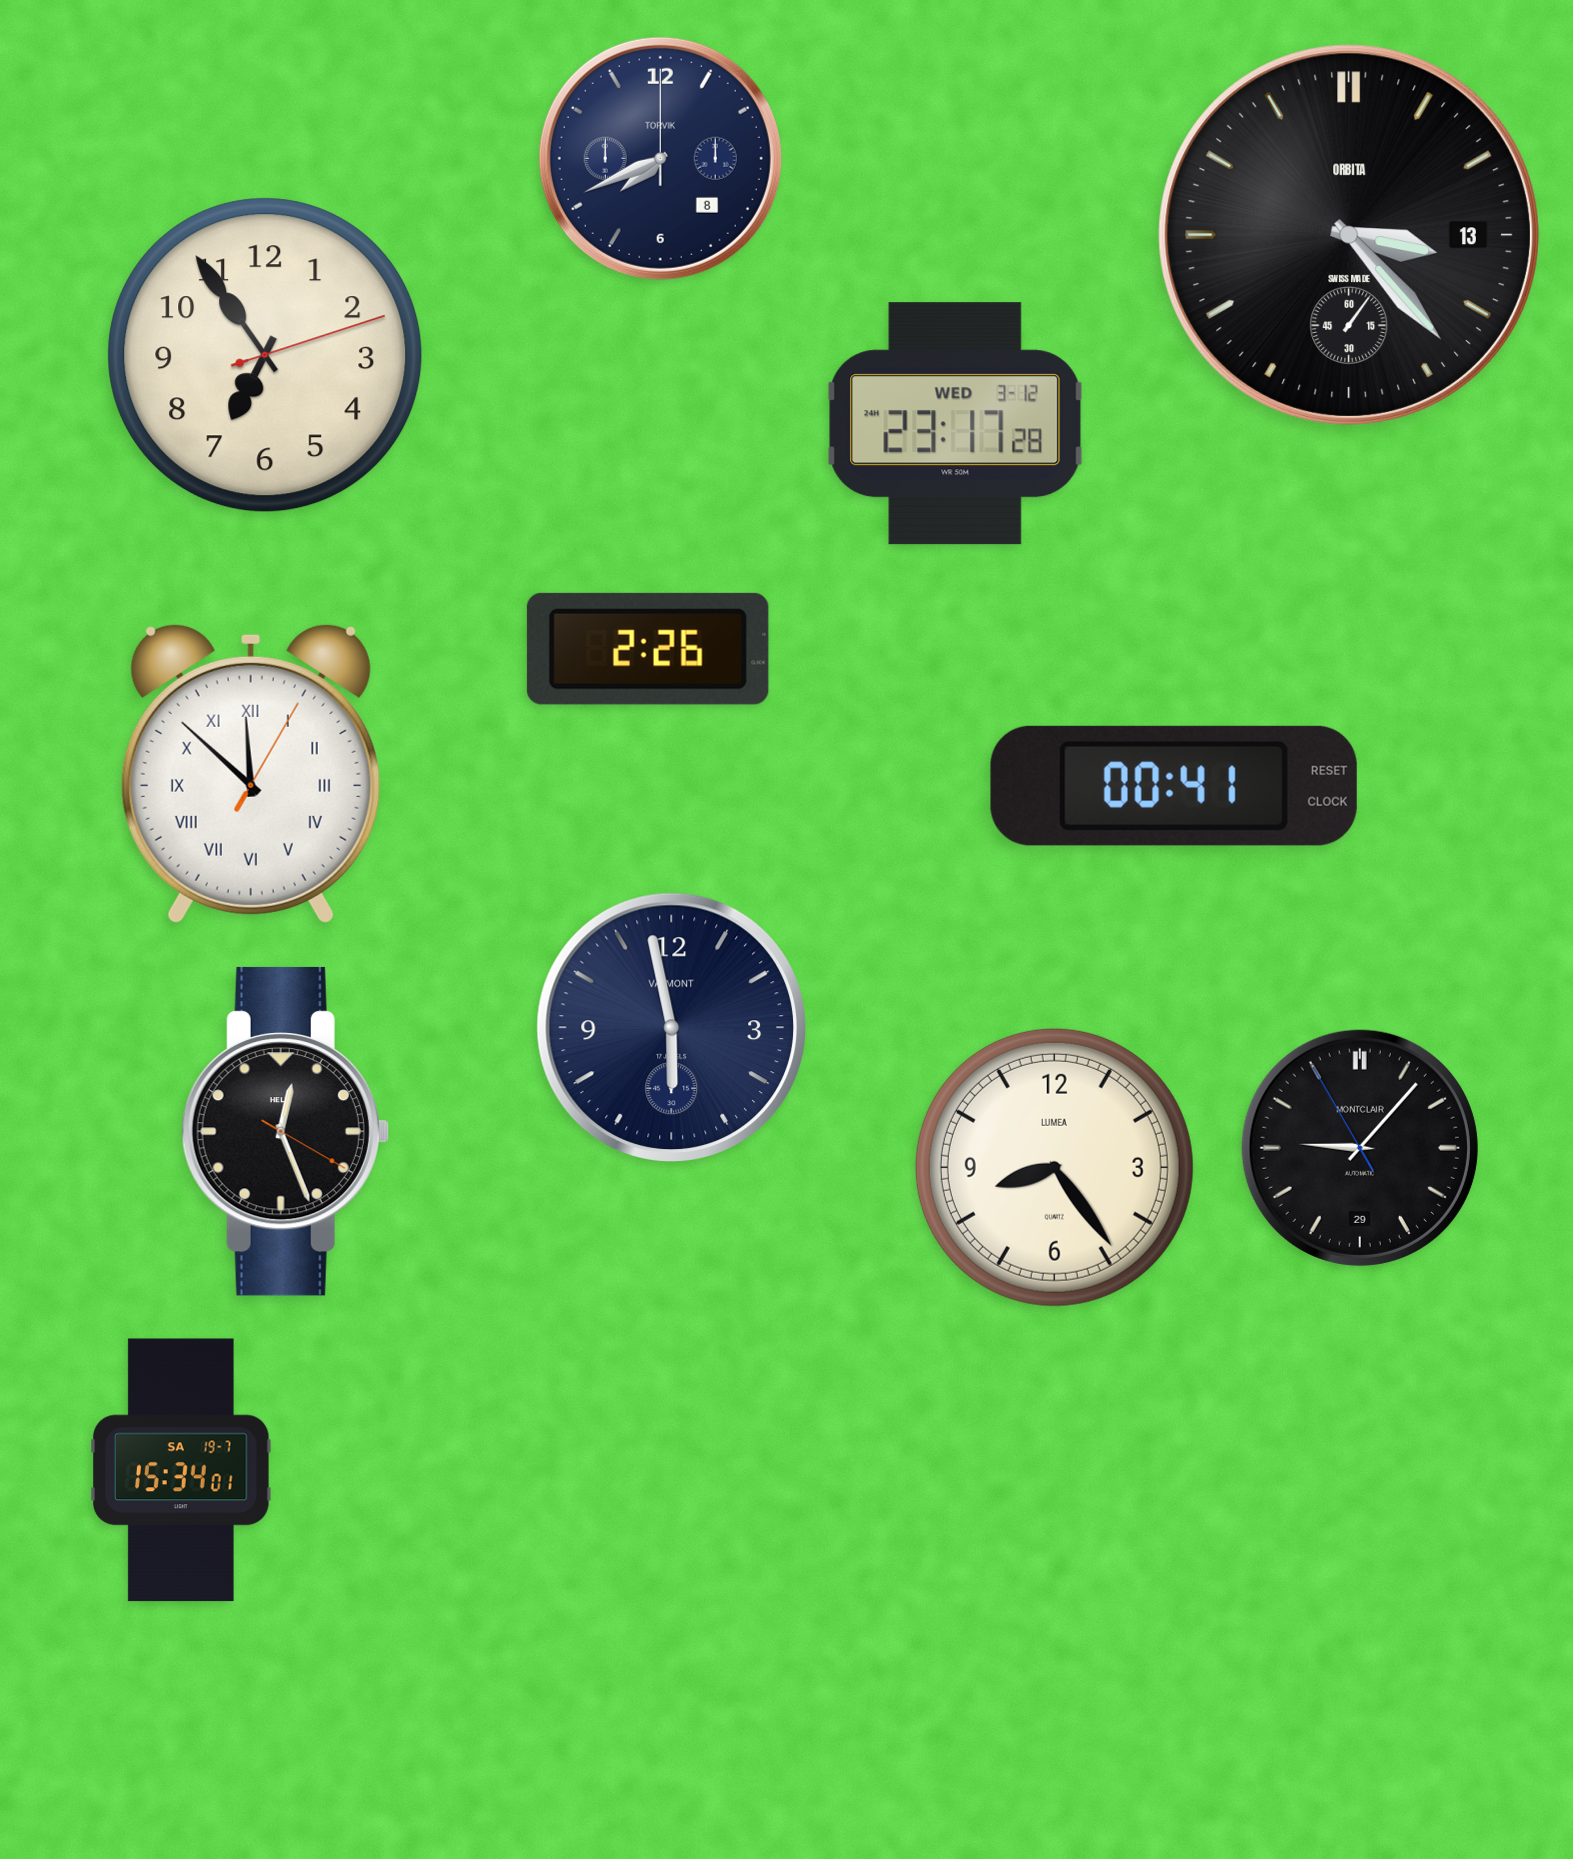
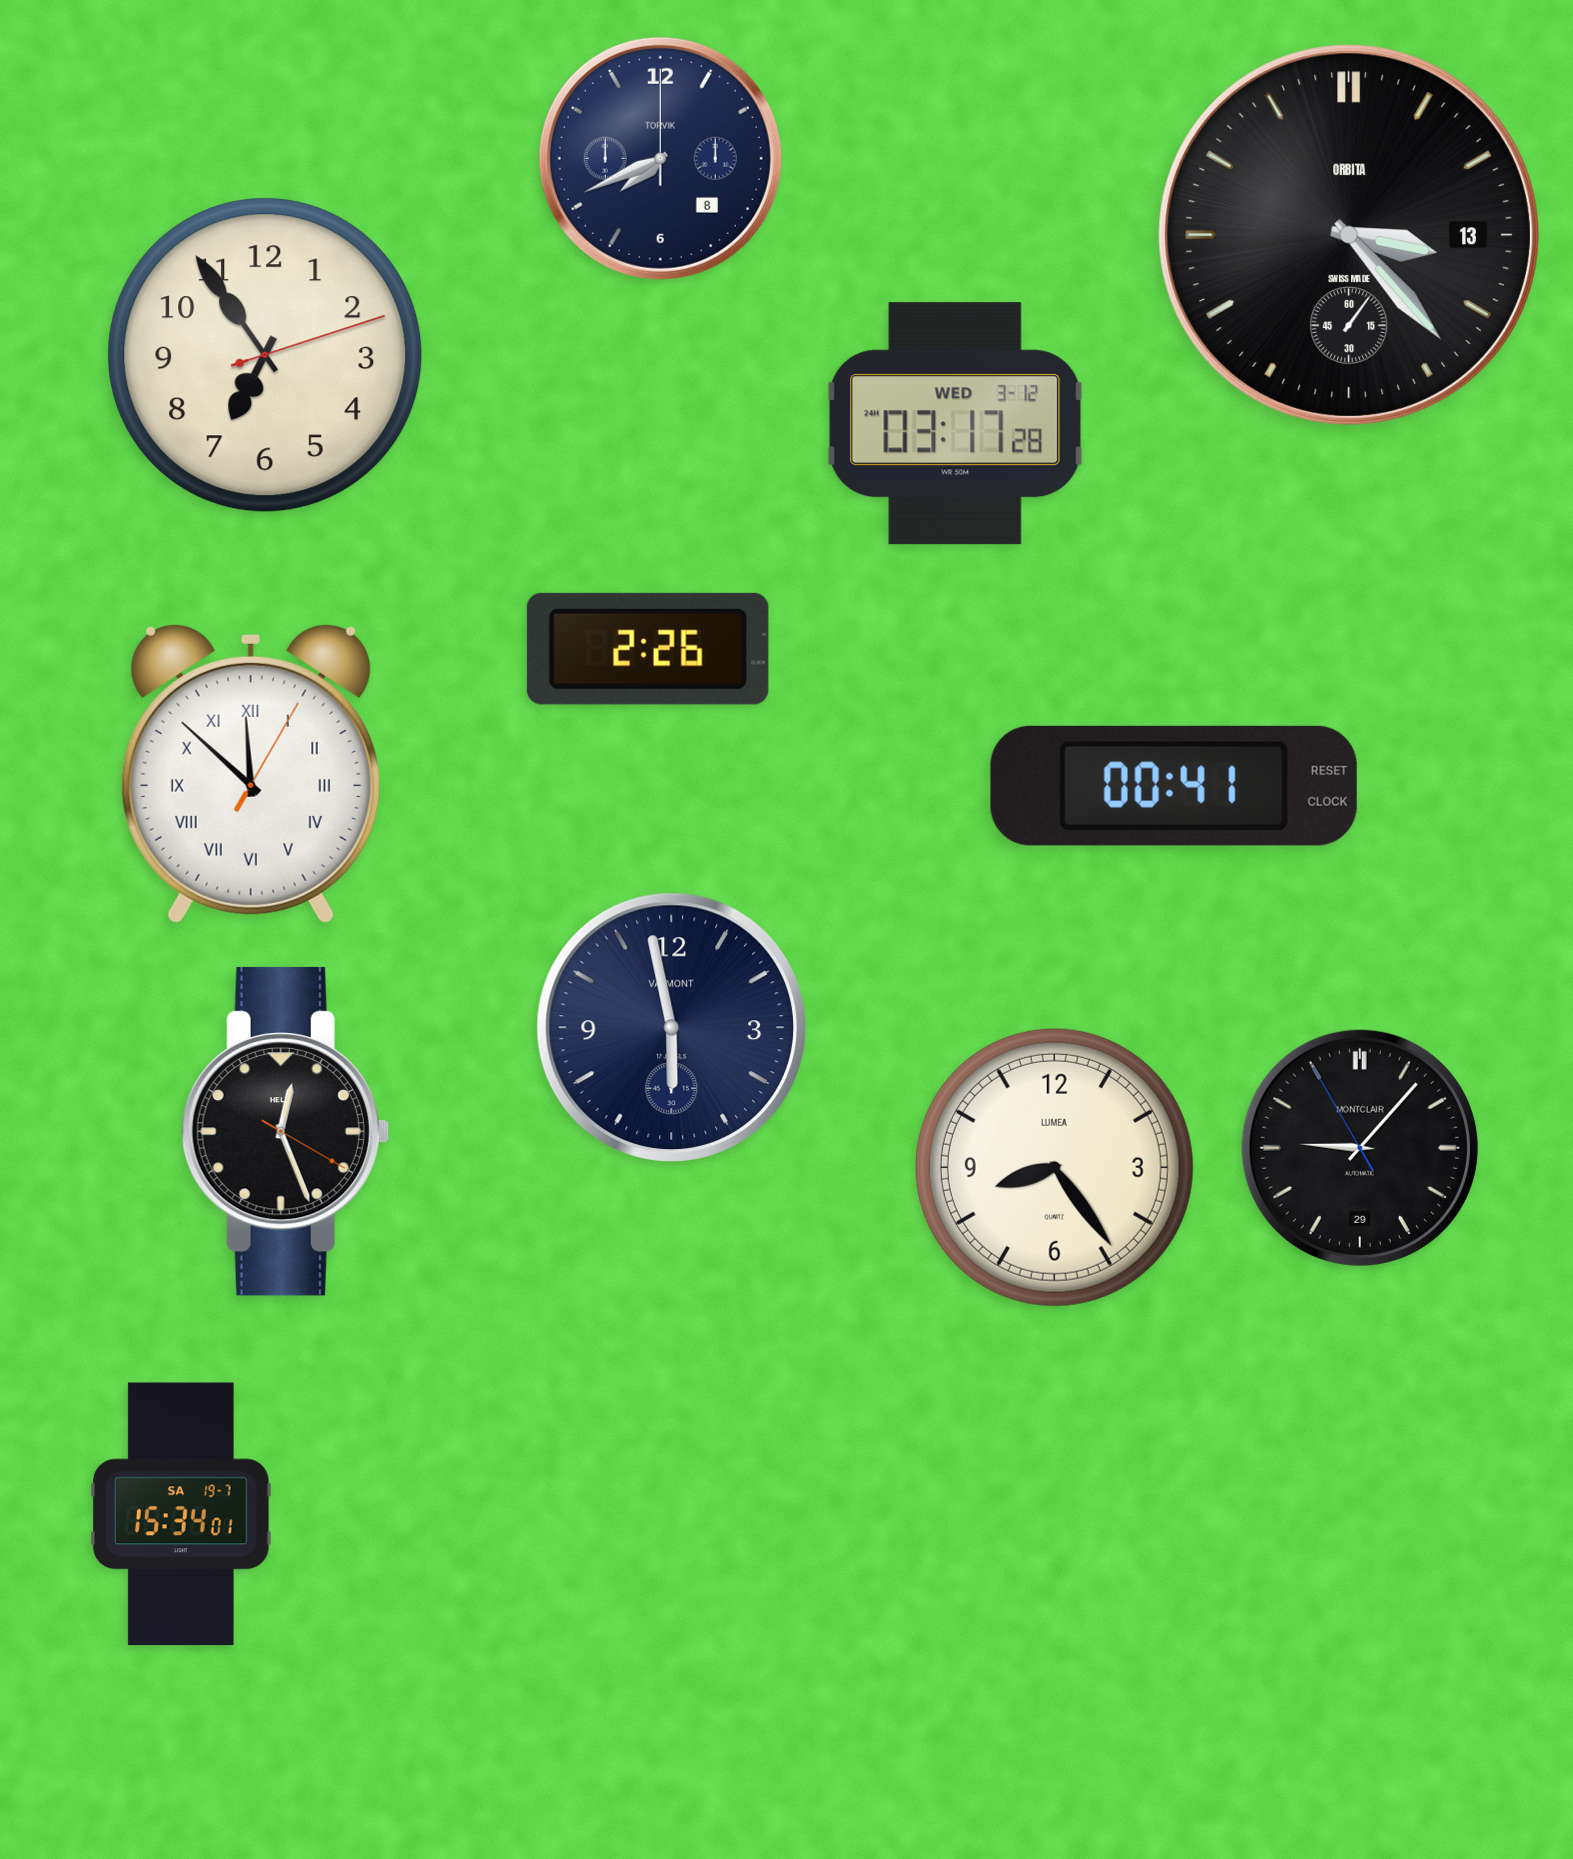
clock at (956, 424): 23:17 -> 03:17
clock at (181, 1470) position: (181, 1470) -> (181, 1514)
